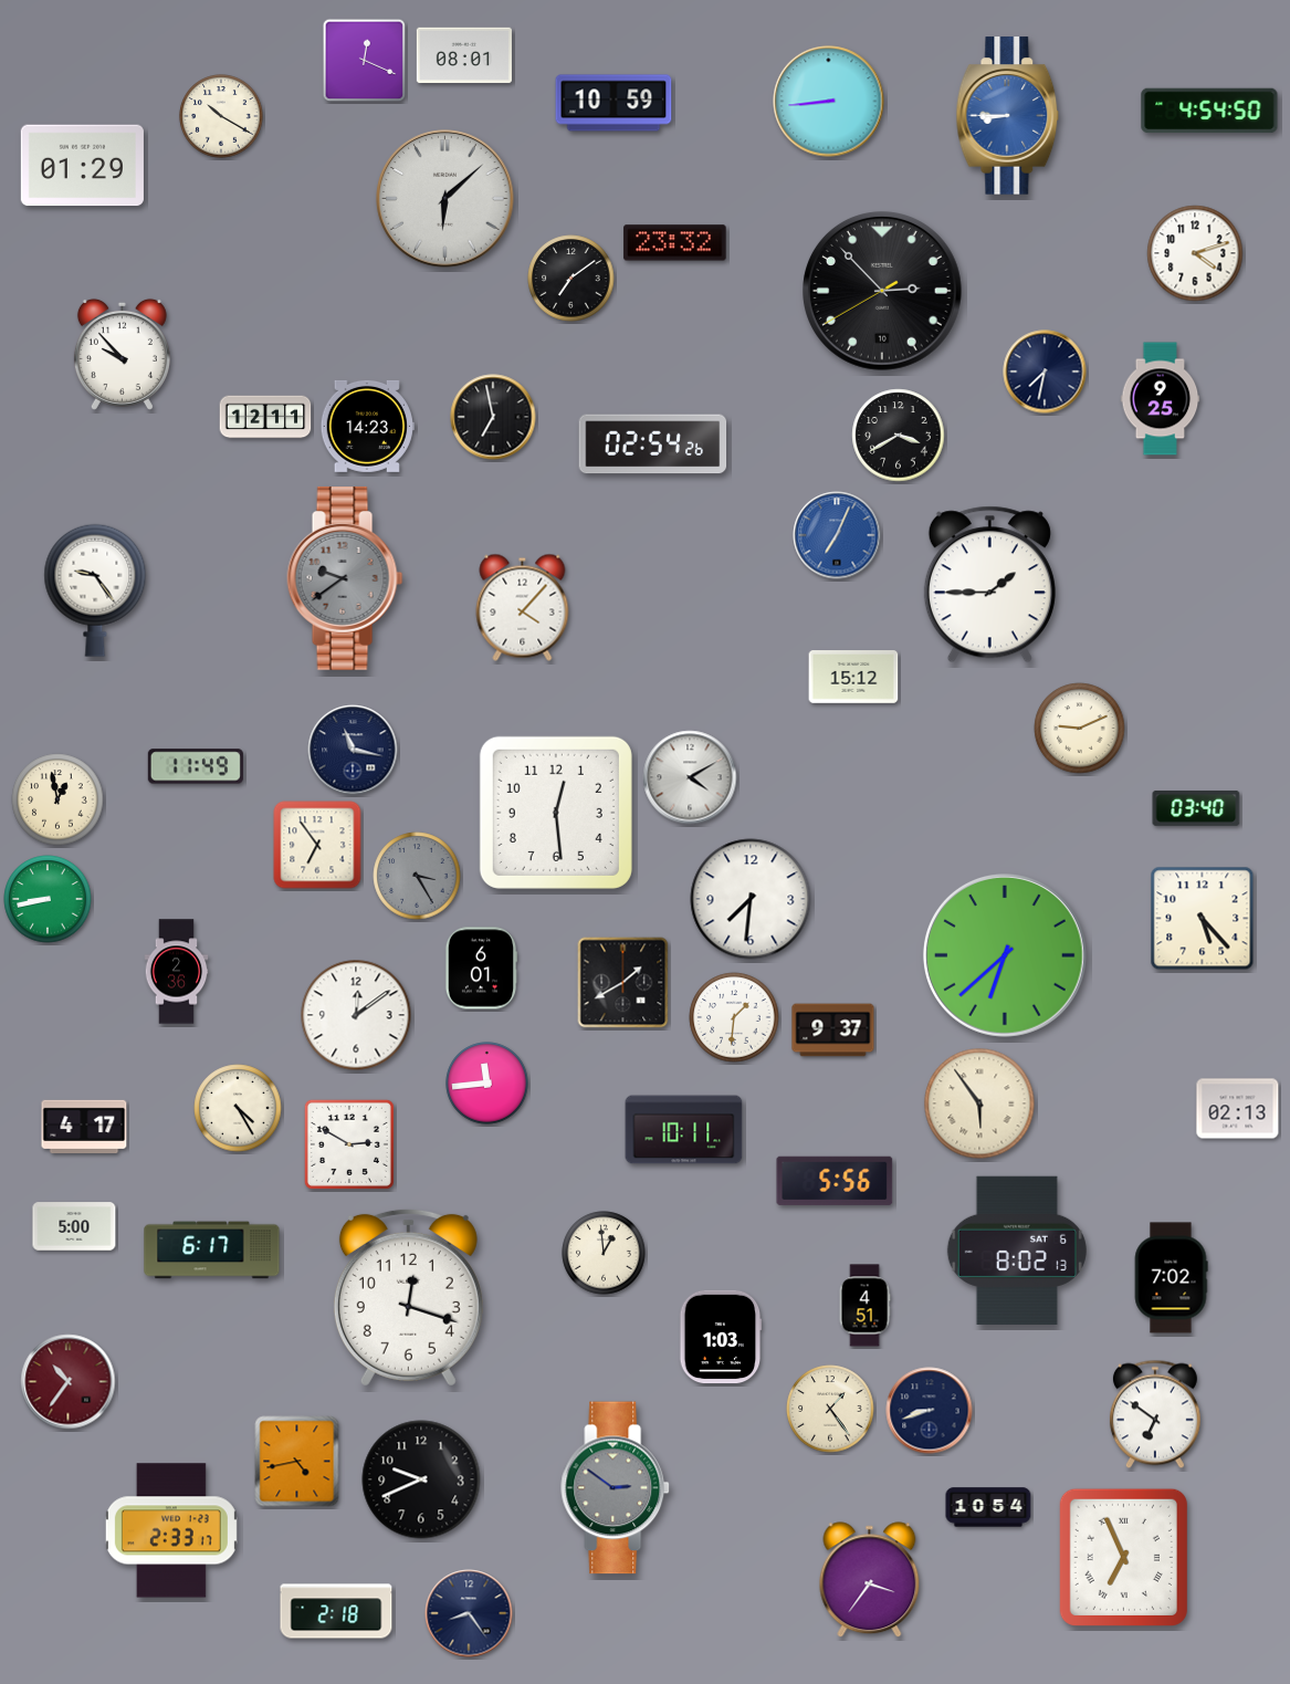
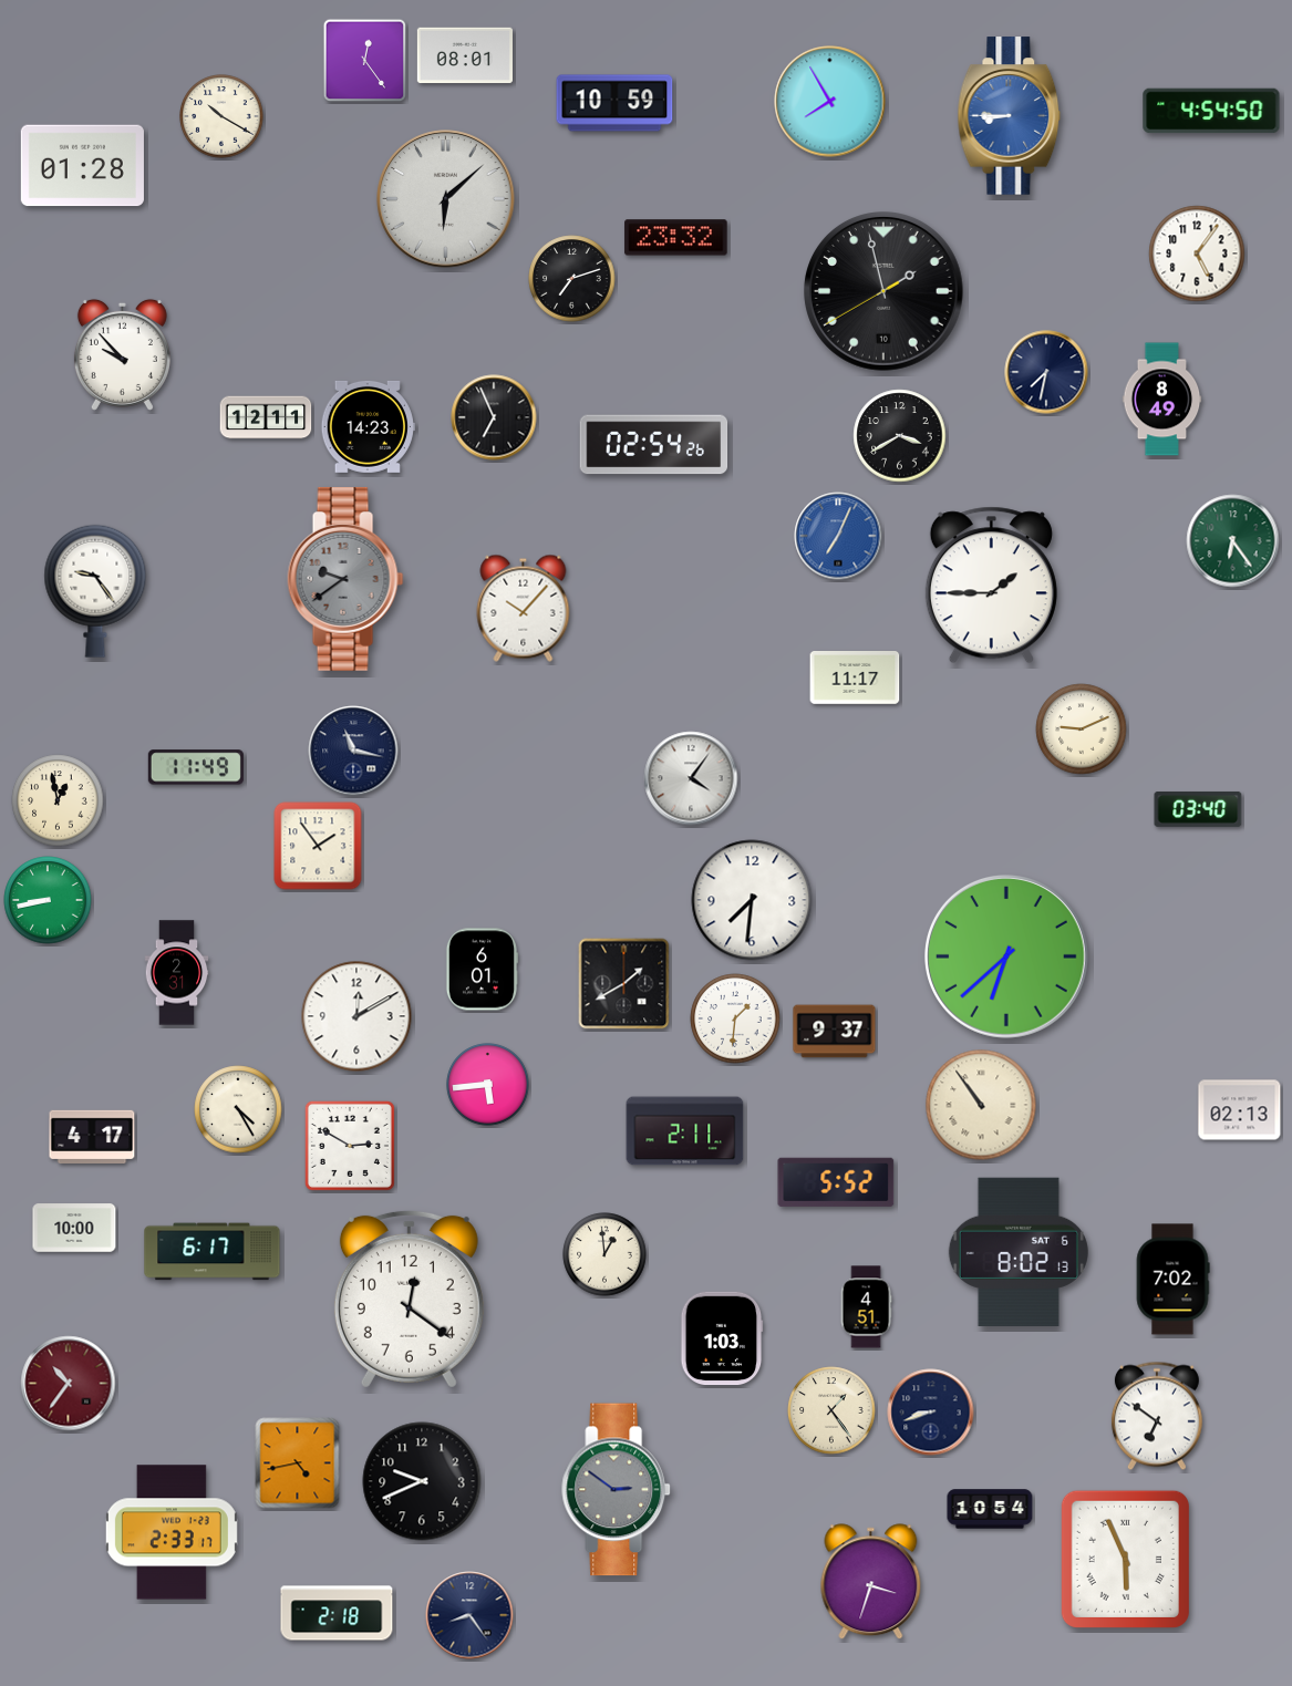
clock at (365, 61): 12:19 -> 12:24
clock at (829, 102): 8:44 -> 7:55
clock at (82, 166): 01:29 -> 01:28
clock at (675, 243) position: (675, 243) -> (676, 238)
clock at (1195, 253): 4:12 -> 5:06
clock at (571, 279): 7:09 -> 7:12
clock at (883, 292): 2:52 -> 1:57
clock at (1161, 399): 9:25 -> 8:49
clock at (493, 417): 6:58 -> 6:56
clock at (1233, 541): none -> 6:24
clock at (523, 607): 4:07 -> 10:07
clock at (853, 678): 15:12 -> 11:17
clock at (690, 777): 4:10 -> 4:06
clock at (556, 813): 12:29 -> none
clock at (317, 845): 6:54 -> 1:54
clock at (417, 876): 3:25 -> none
clock at (1203, 919): 5:23 -> none
clock at (177, 972): 2:36 -> 2:31
clock at (356, 1015): 12:09 -> 12:10
clock at (487, 1084): 11:44 -> 5:44
clock at (979, 1104): 5:54 -> 10:54
clock at (84, 1126) position: (84, 1126) -> (92, 1136)
clock at (684, 1130): 10:11 -> 2:11
clock at (835, 1181): 5:56 -> 5:52
clock at (74, 1226): 5:00 -> 10:00
clock at (408, 1297): 12:18 -> 12:21
clock at (1123, 1557): 6:56 -> 5:56
clock at (870, 1580): 3:36 -> 3:33
